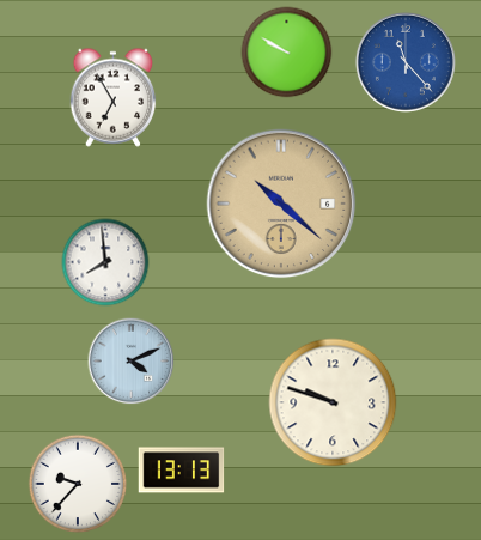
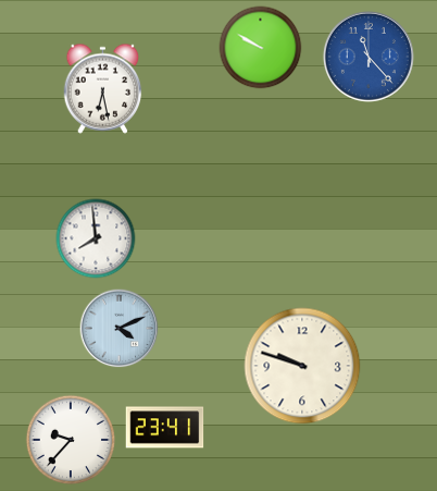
clock at (114, 97): 6:55 -> 6:28
clock at (281, 204): 10:22 -> none
clock at (182, 471): 13:13 -> 23:41
